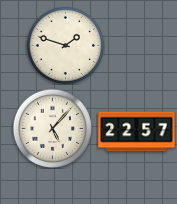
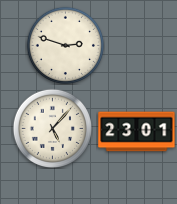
clock at (65, 45): 1:48 -> 2:48
clock at (137, 132): 22:57 -> 23:01
